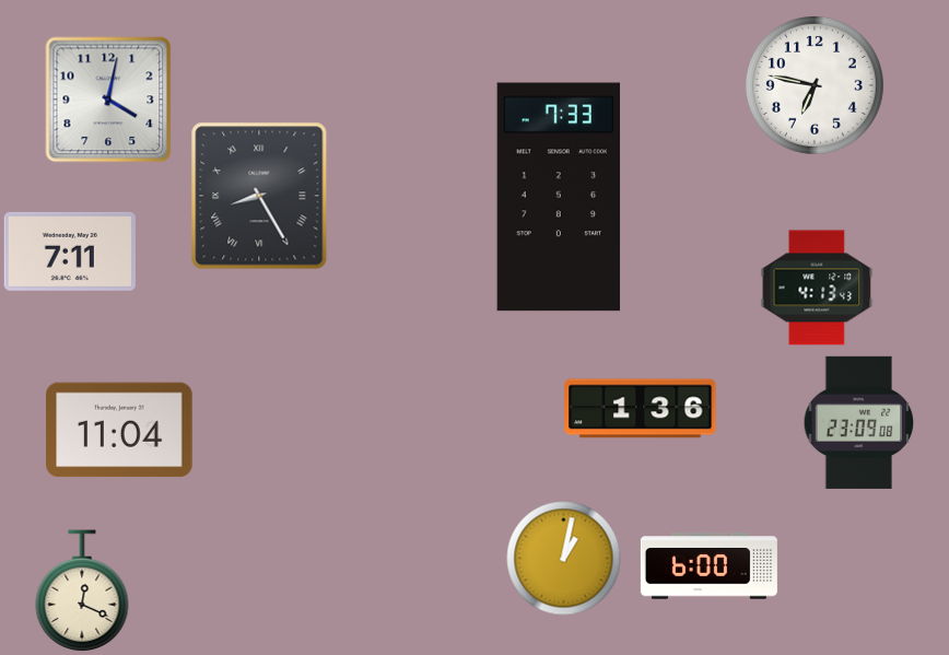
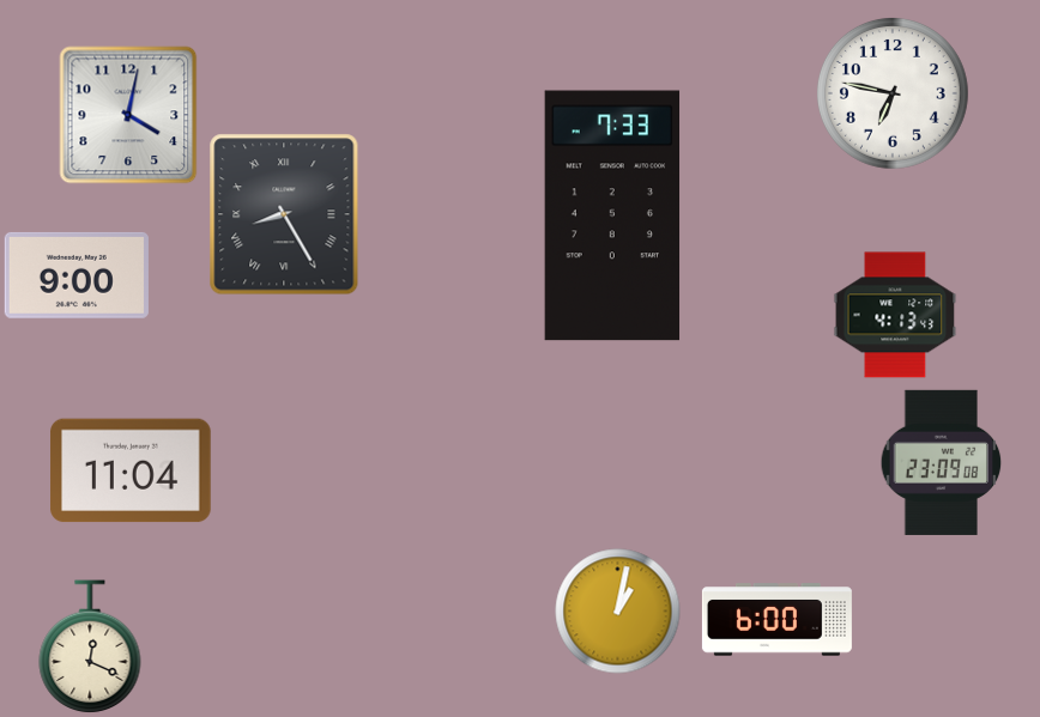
clock at (108, 100) position: (108, 100) -> (128, 115)
clock at (70, 252): 7:11 -> 9:00
clock at (641, 409): 1:36 -> none
